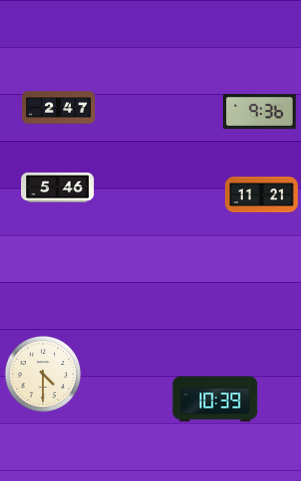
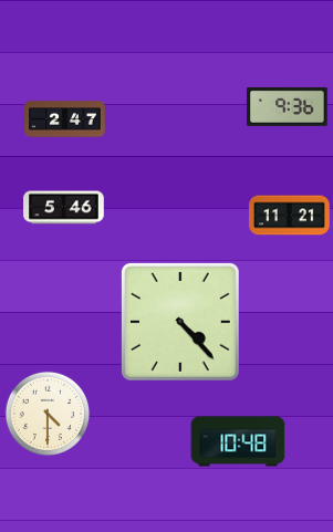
clock at (260, 111) position: (260, 111) -> (288, 106)
clock at (180, 322): none -> 4:23
clock at (215, 399): 10:39 -> 10:48
